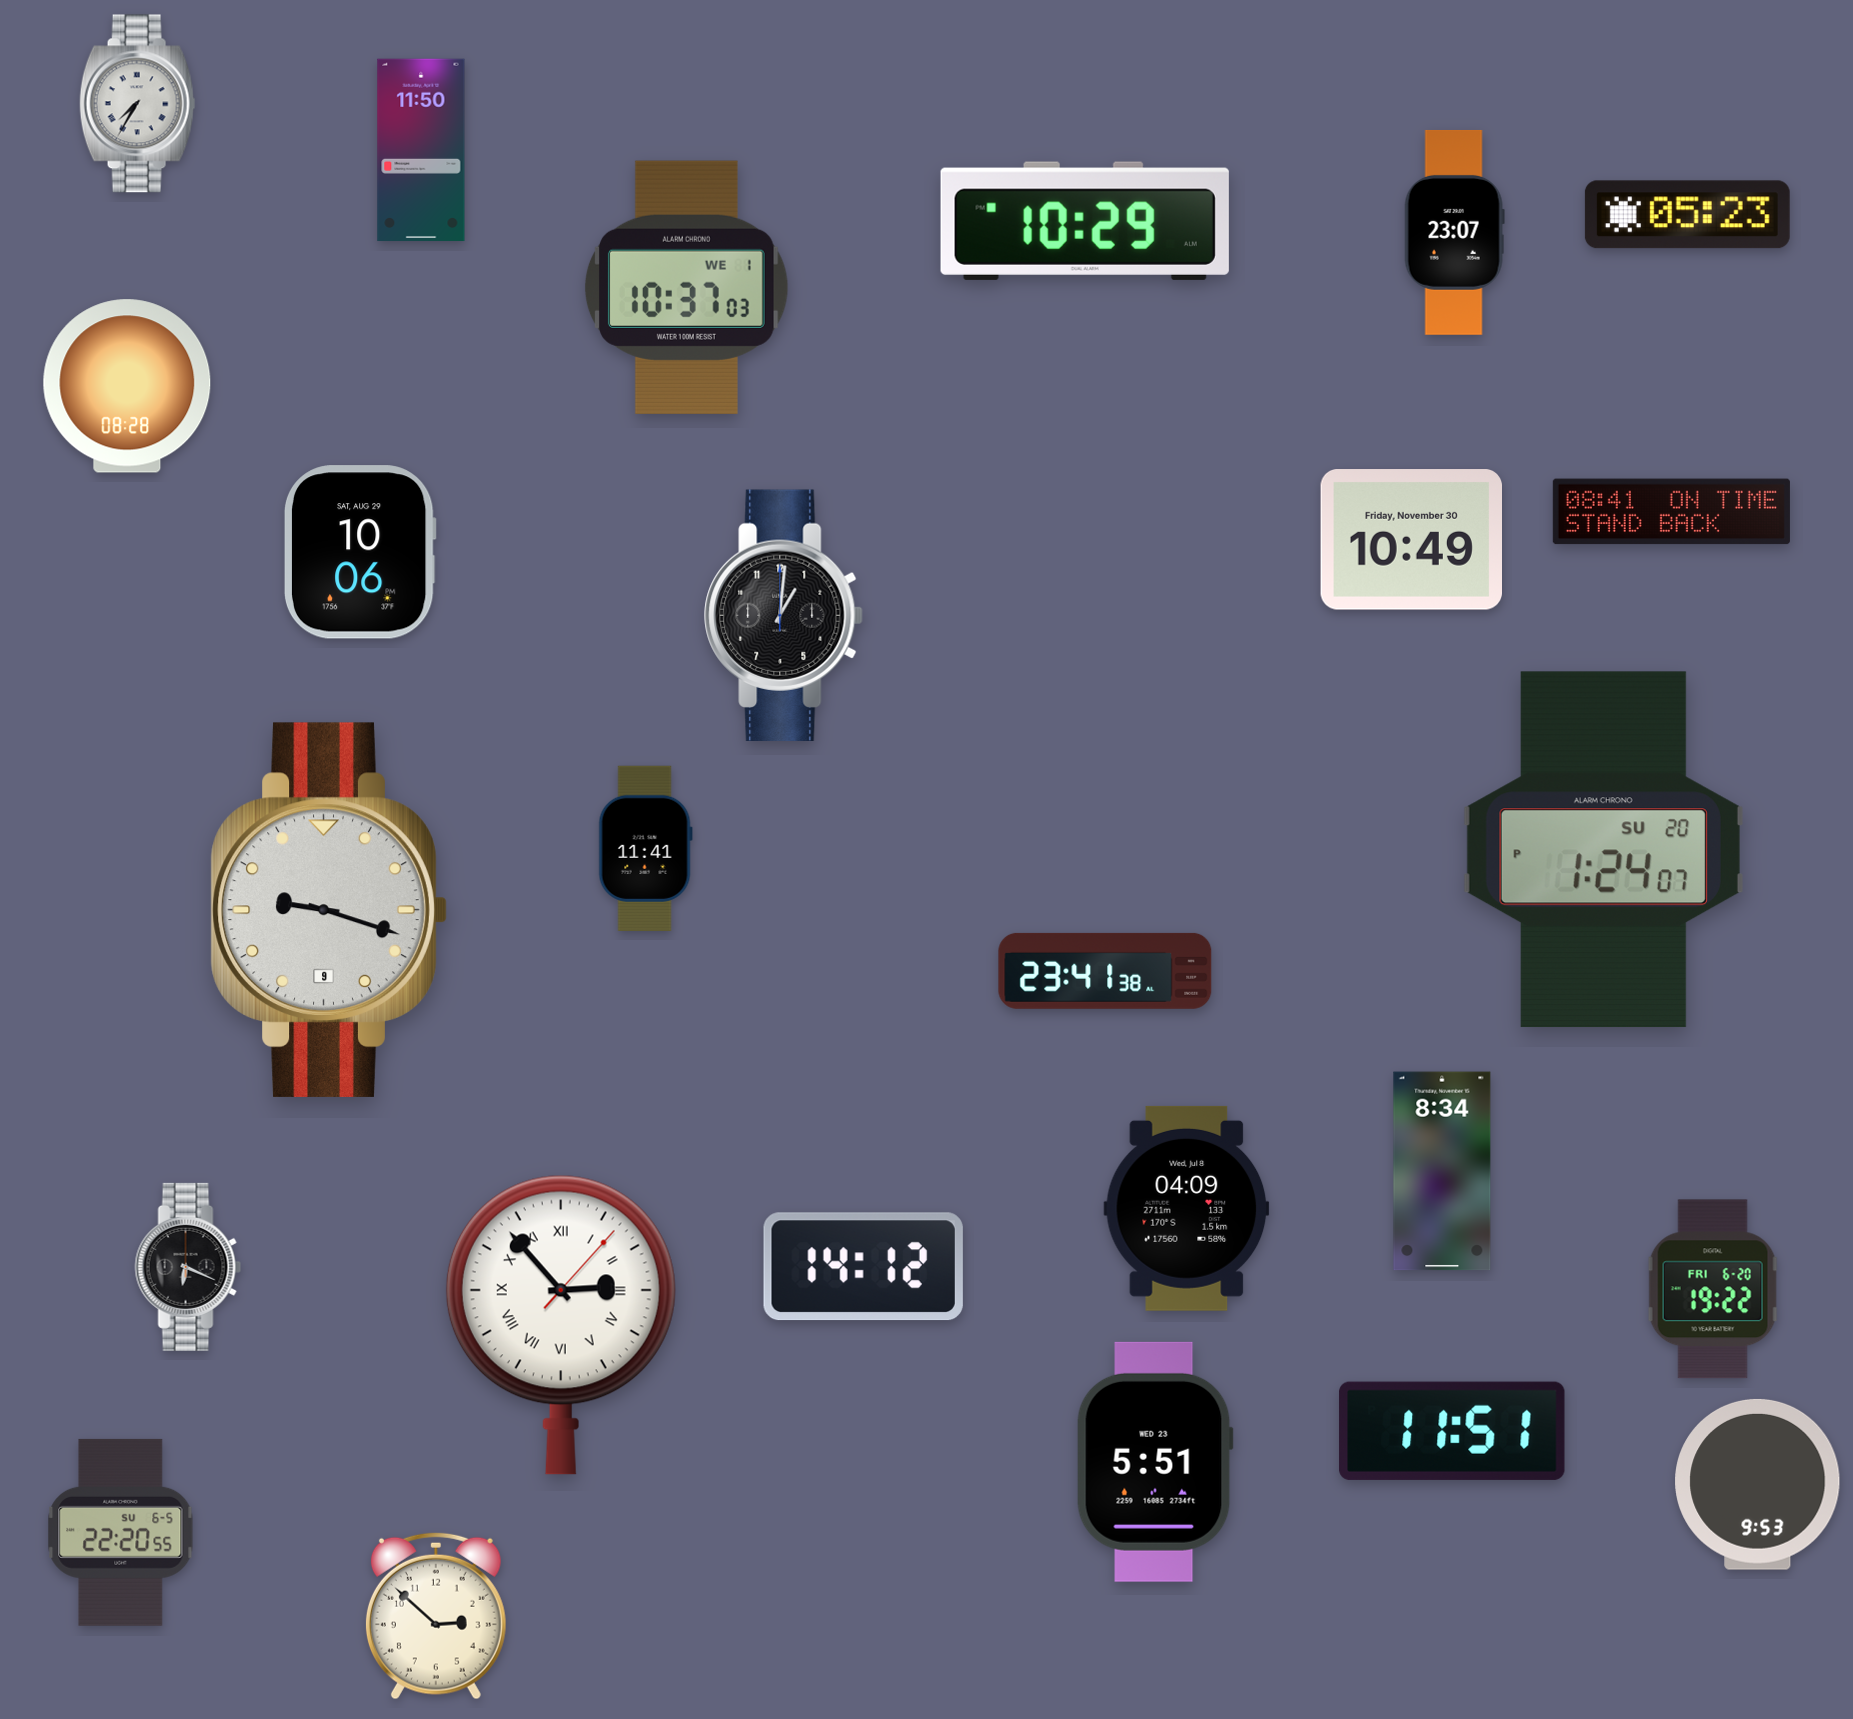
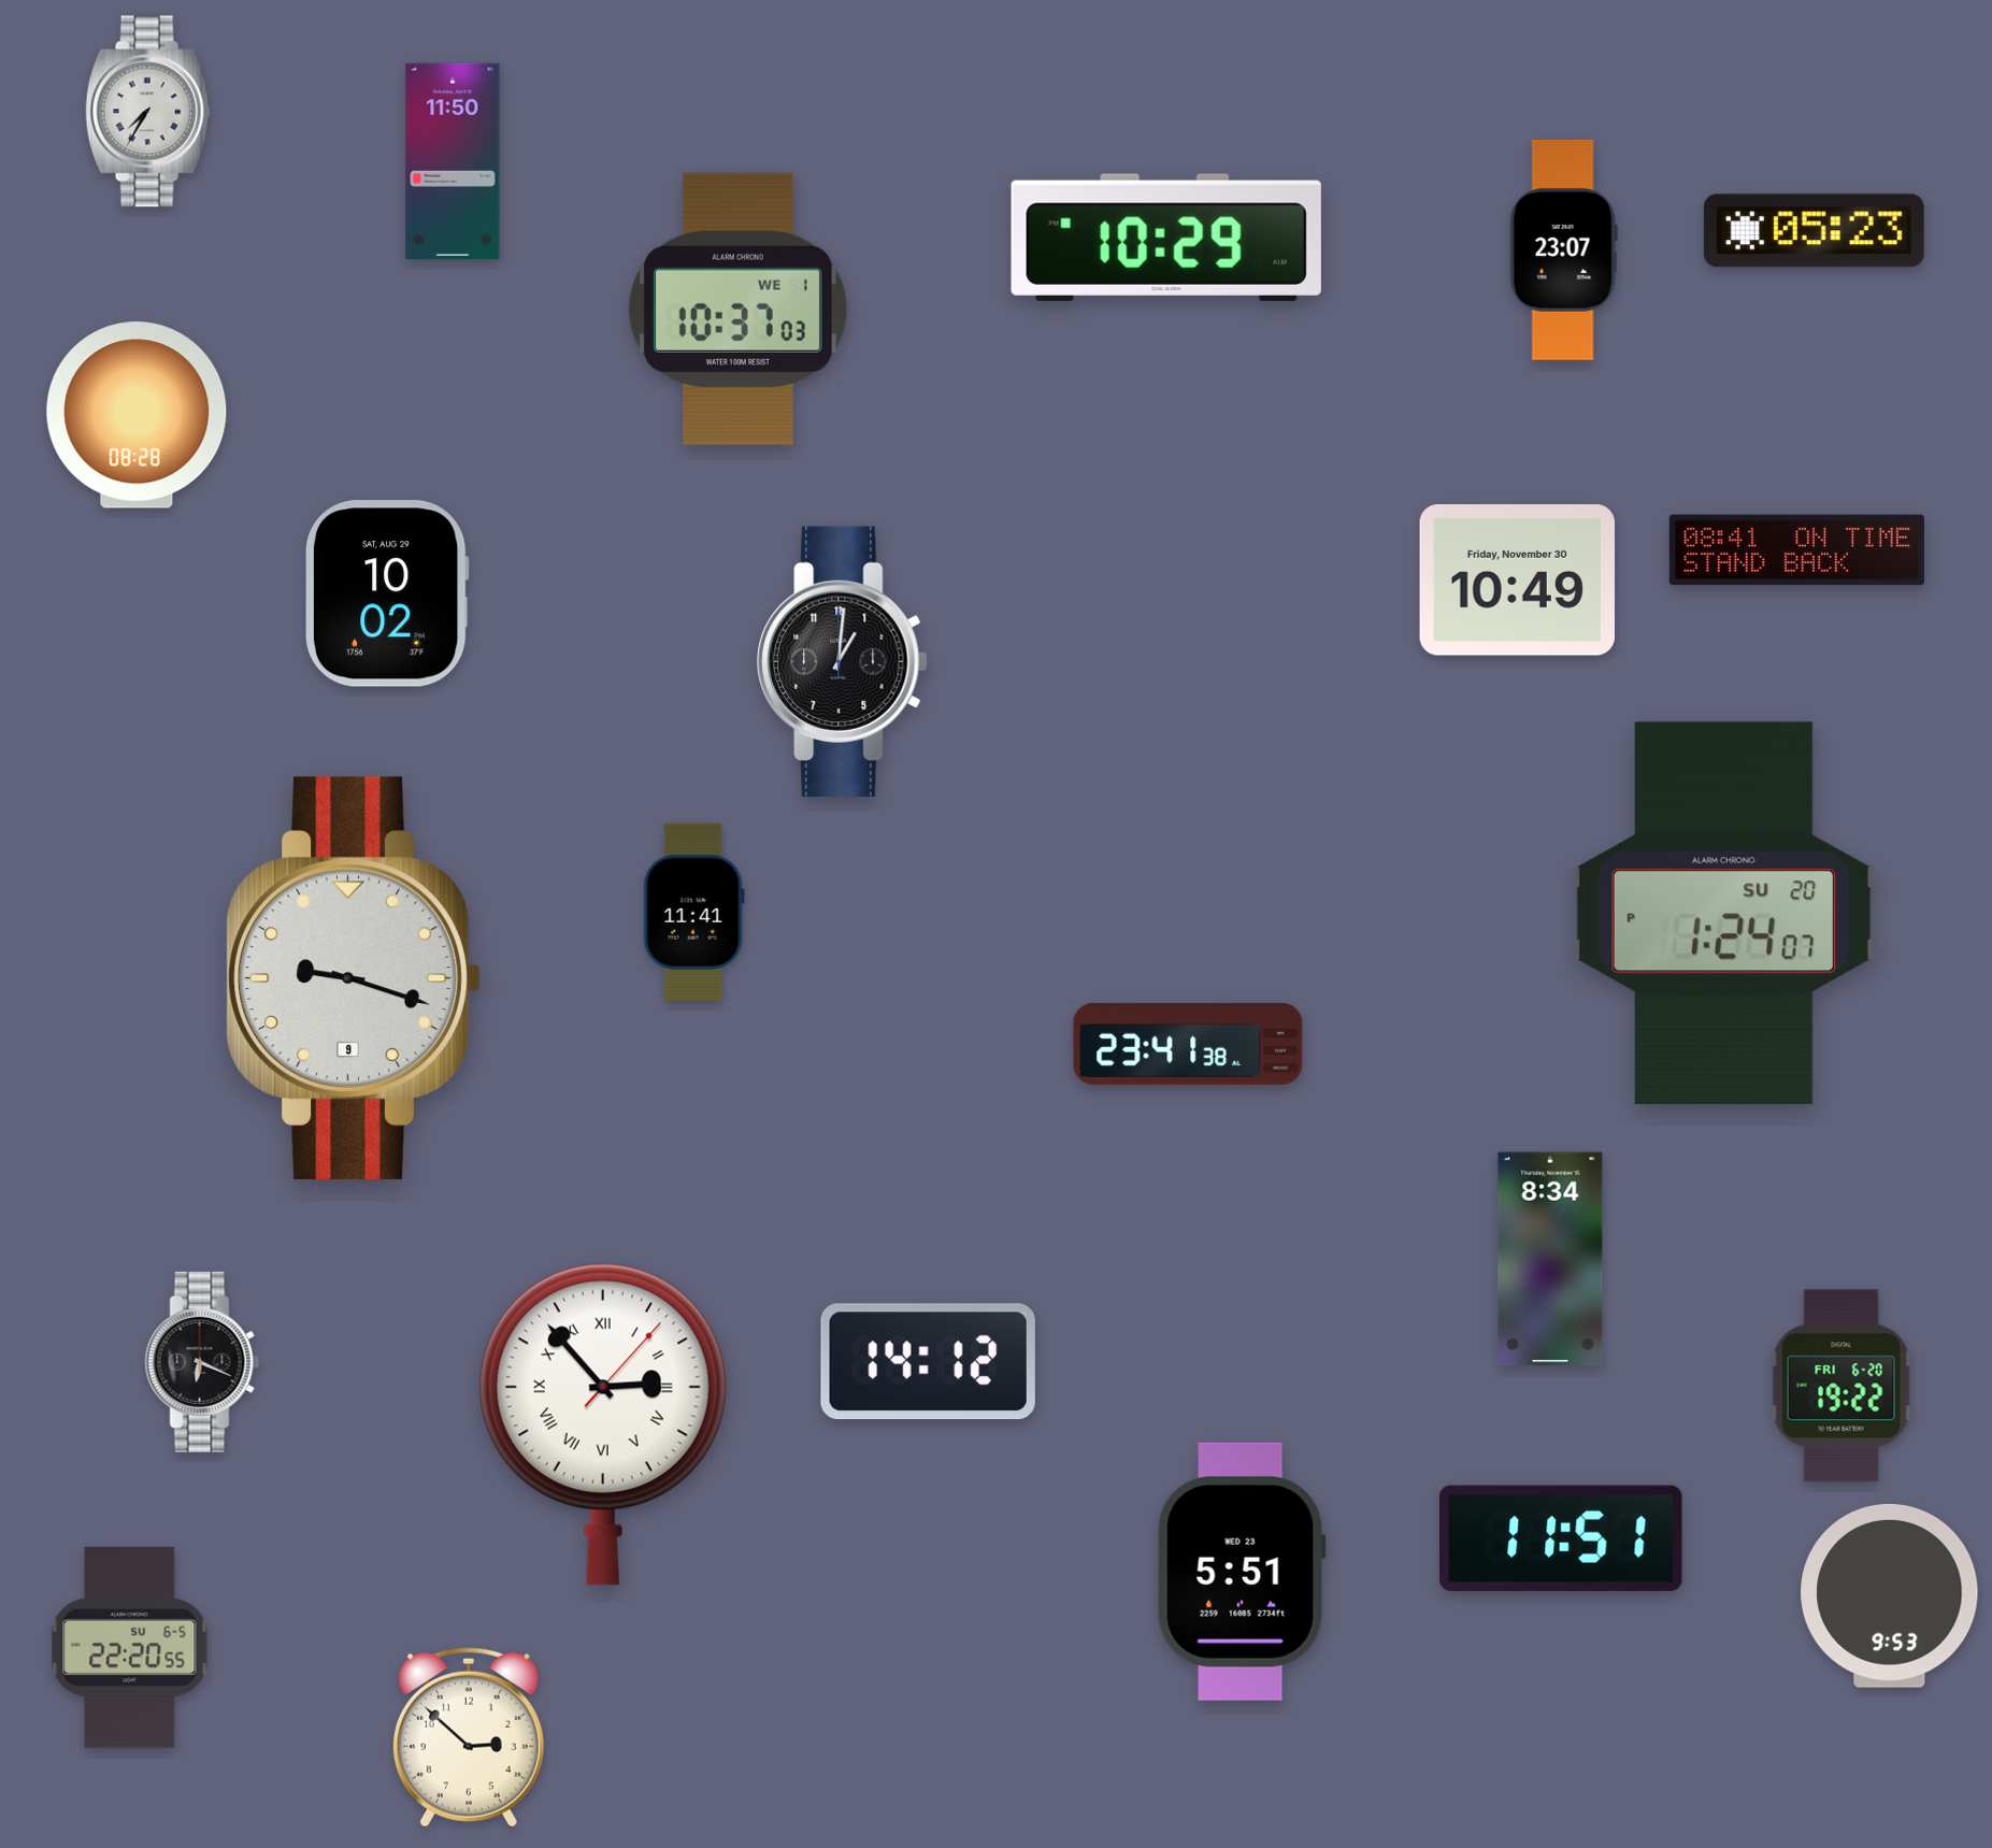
clock at (360, 552): 10:06 -> 10:02
clock at (1187, 1208): 04:09 -> none
